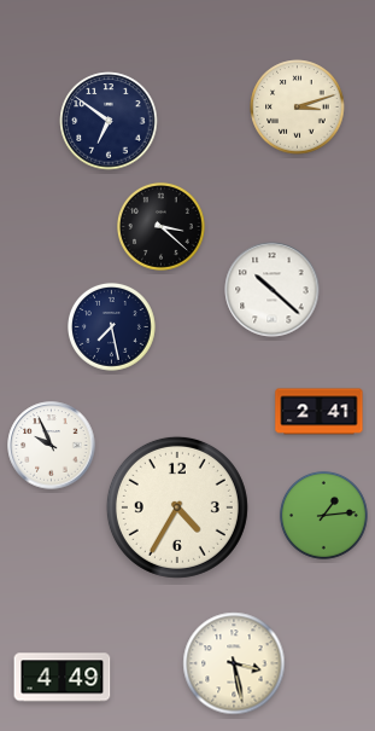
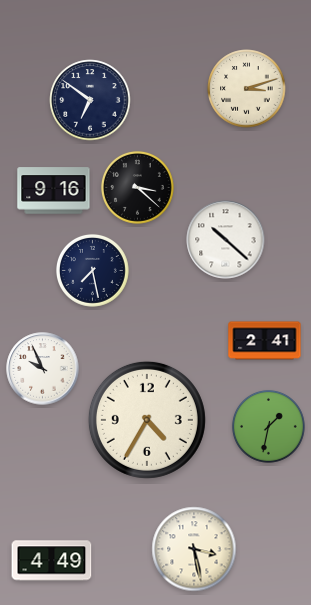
clock at (162, 226) position: (162, 226) -> (138, 187)
clock at (54, 191): none -> 9:16
clock at (324, 515): 1:14 -> 1:32
